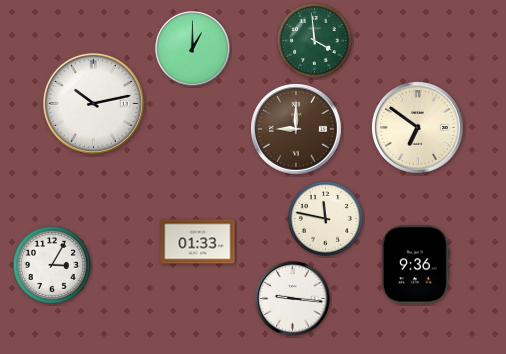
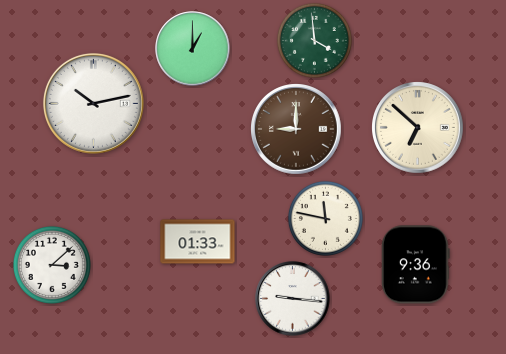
clock at (418, 128): 6:51 -> 6:52
clock at (52, 265): 3:05 -> 3:08
